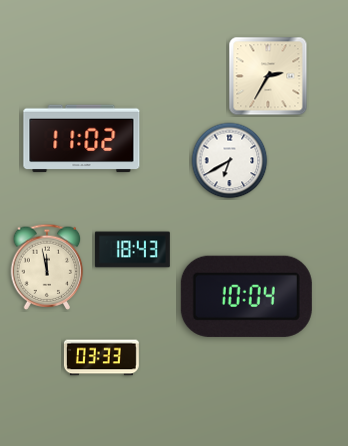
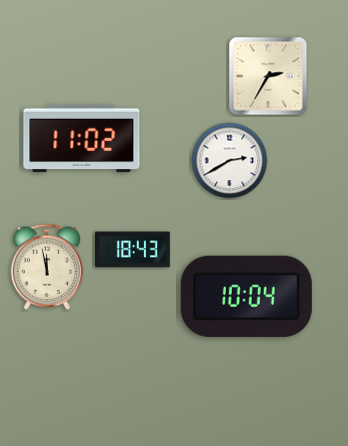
clock at (230, 161): 6:40 -> 2:40
clock at (101, 358): 03:33 -> none
